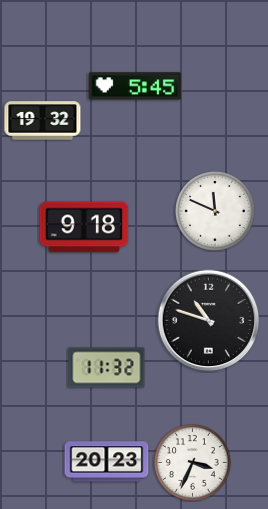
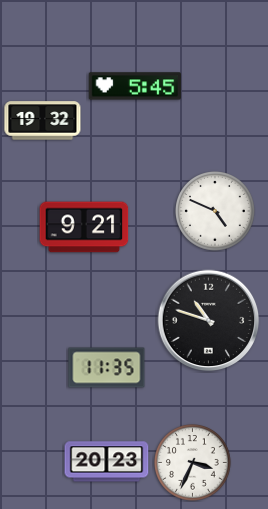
clock at (216, 212): 11:49 -> 4:49
clock at (84, 227): 9:18 -> 9:21
clock at (107, 368): 11:32 -> 11:35
